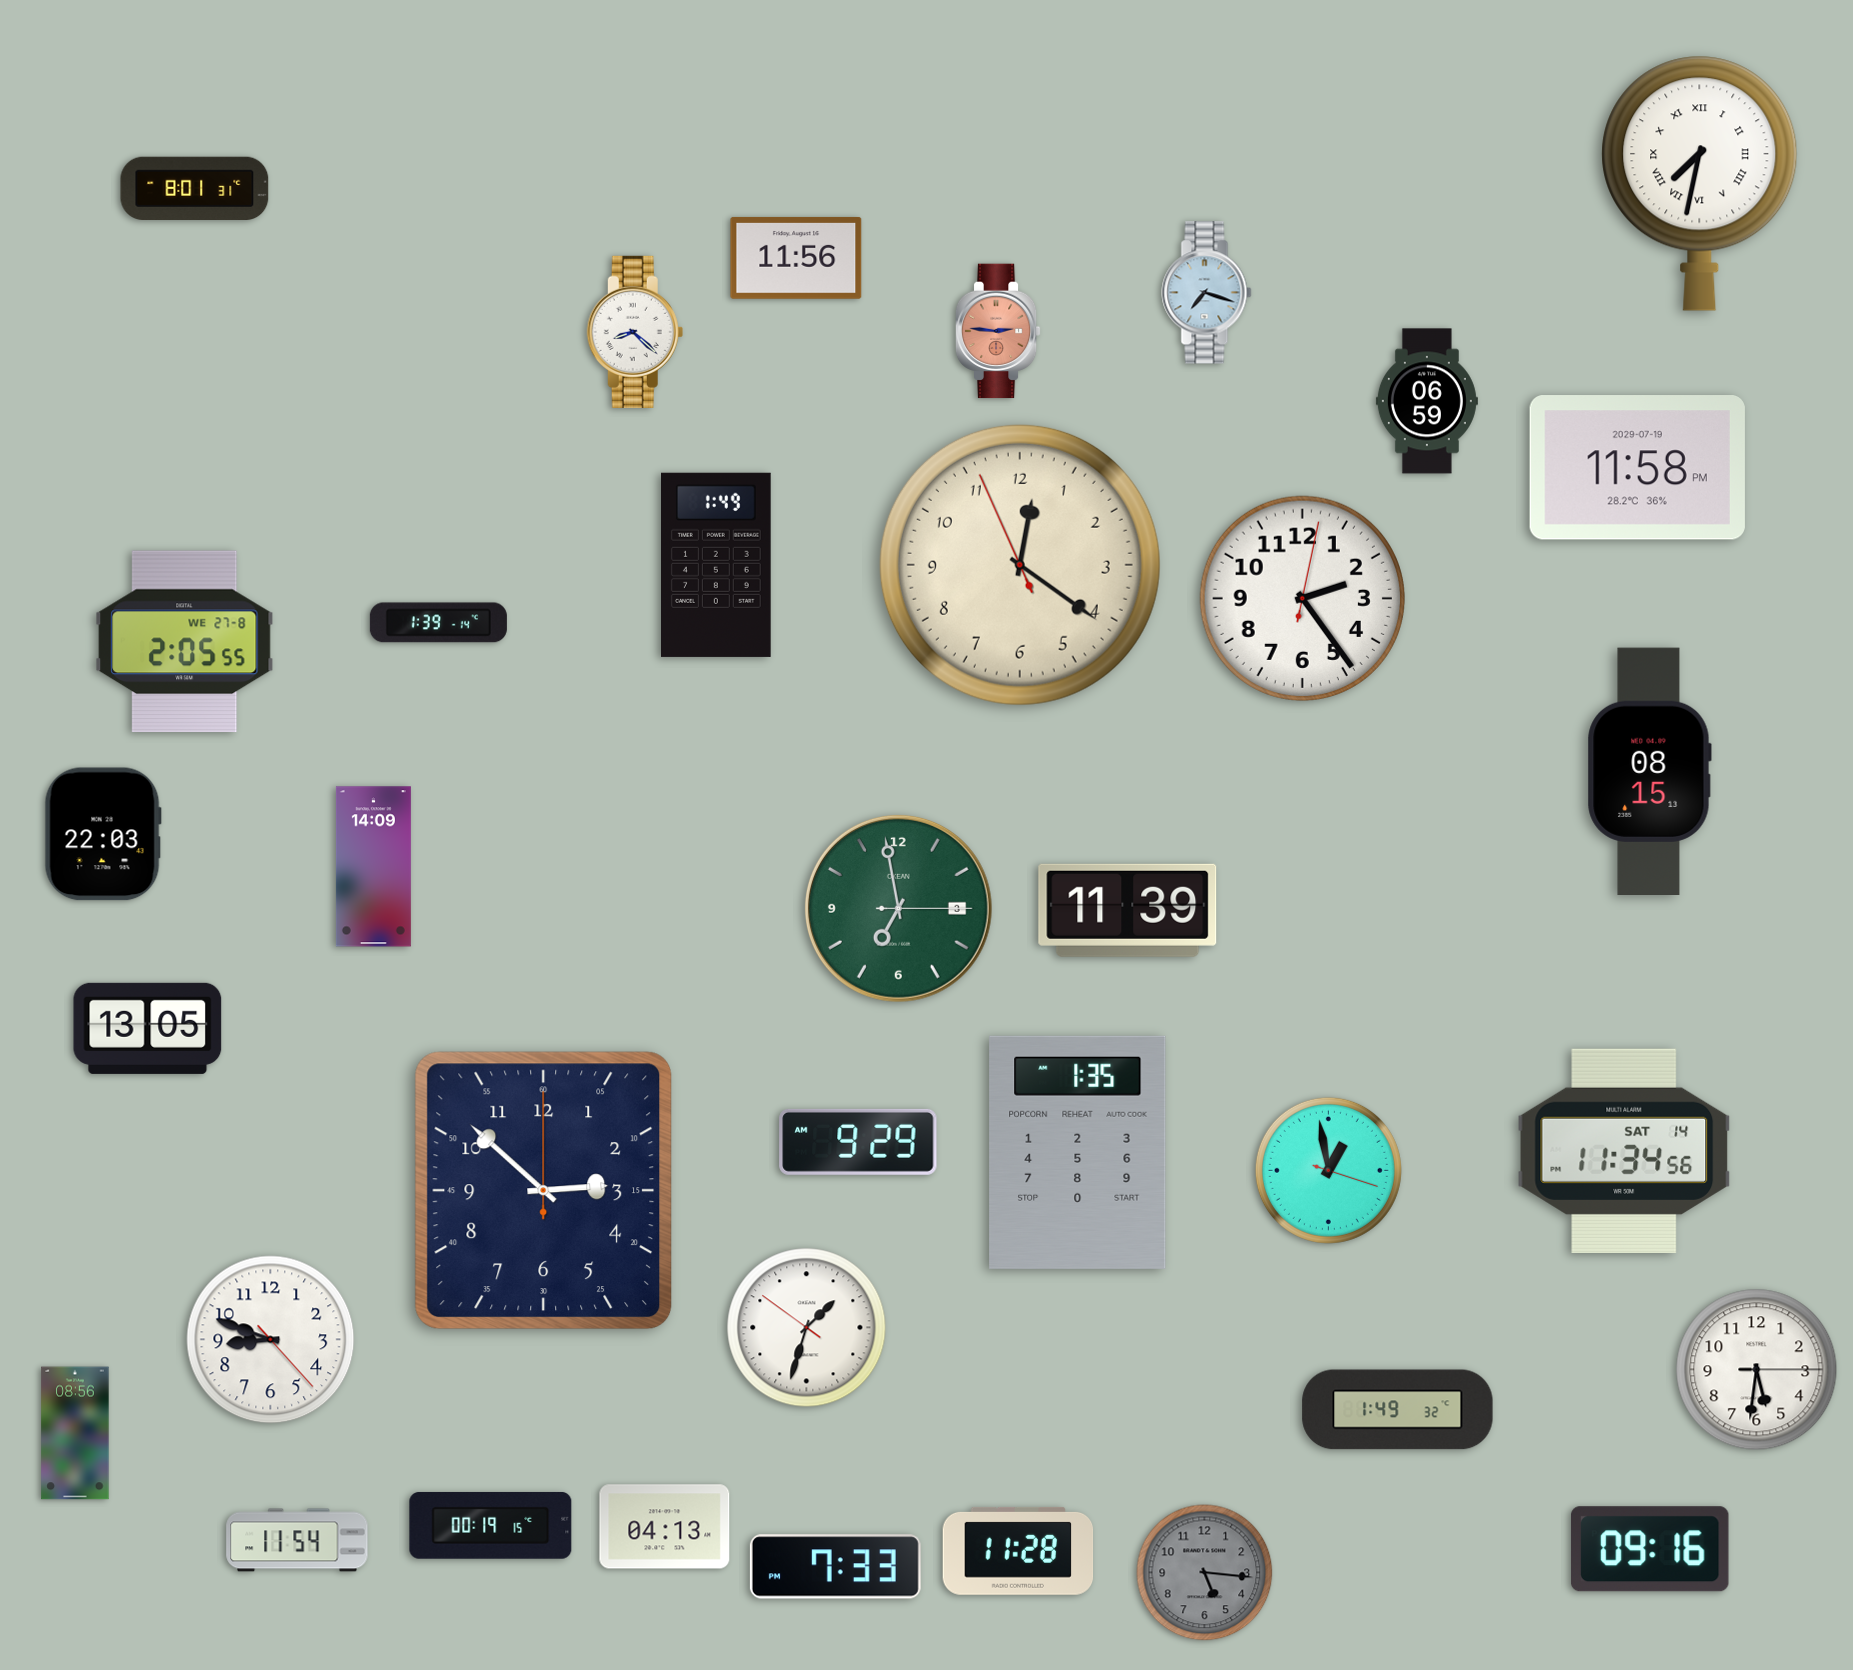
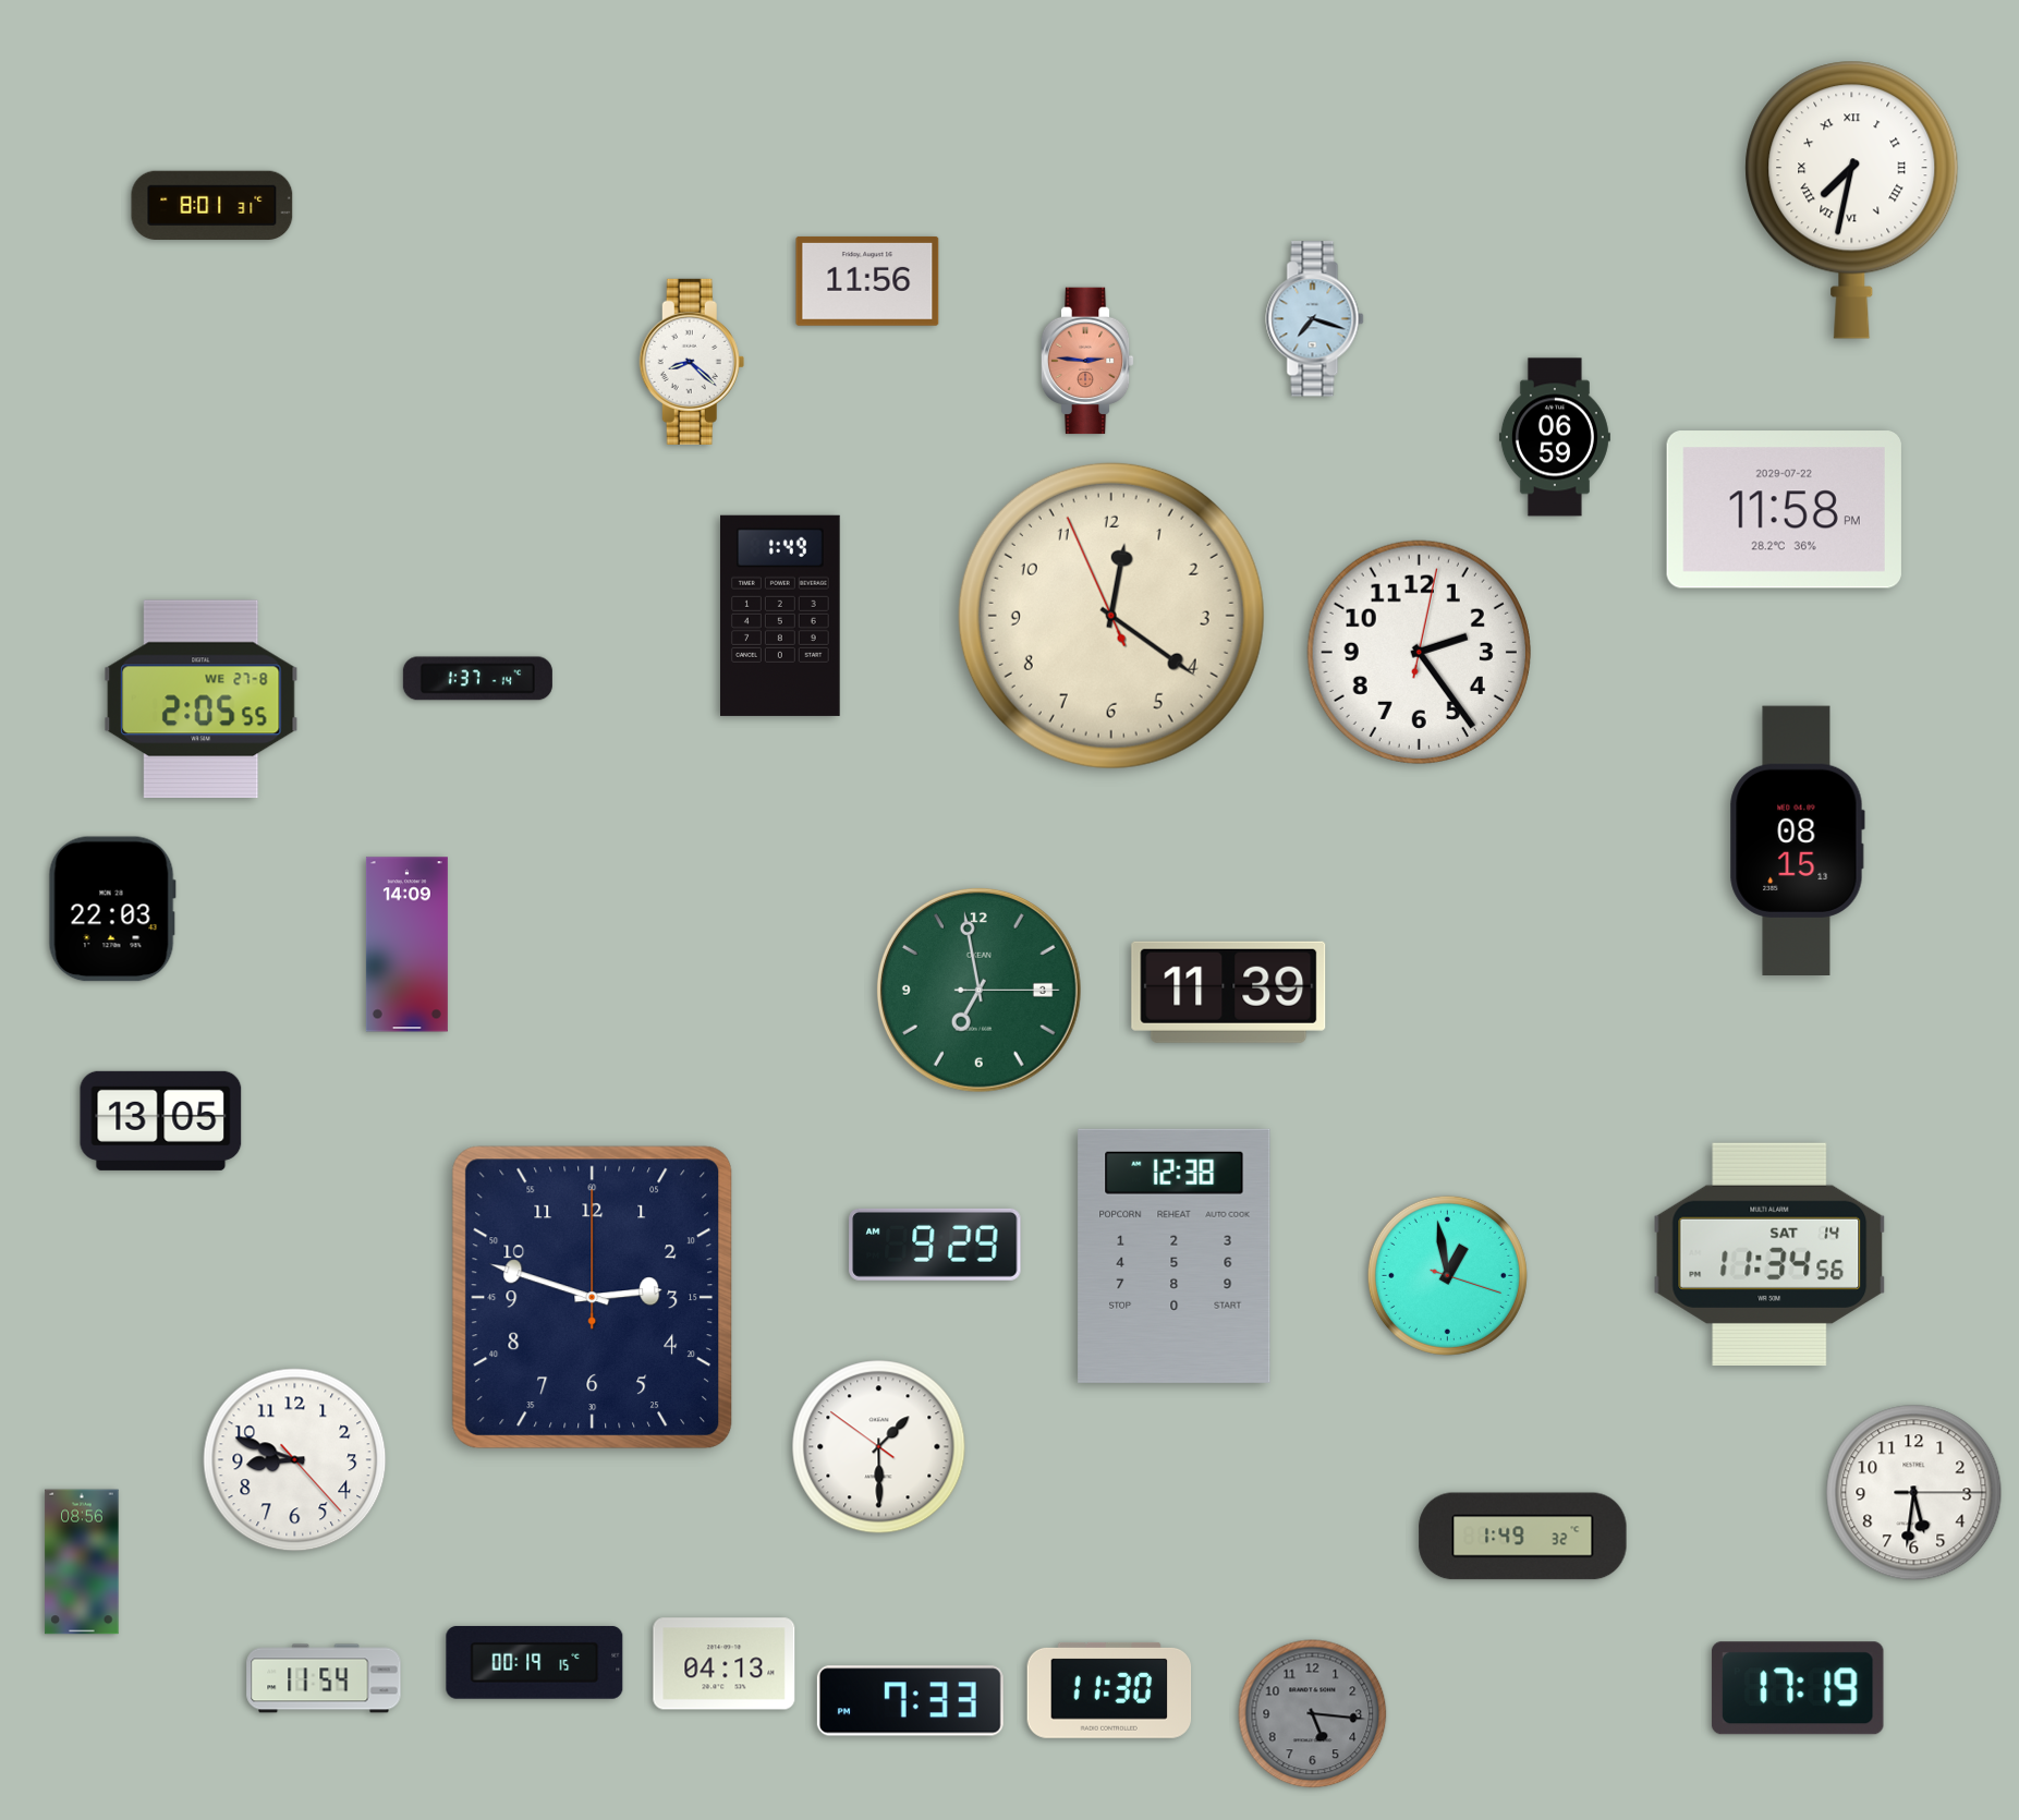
clock at (1637, 468) date: 2029-07-19 -> 2029-07-22
clock at (438, 623): 1:39 -> 1:37
clock at (1078, 1152): 1:35 -> 12:38
clock at (544, 1191): 2:52 -> 2:48
clock at (807, 1328): 1:32 -> 1:29
clock at (1650, 1549): 09:16 -> 17:19
clock at (1018, 1551): 11:28 -> 11:30
clock at (835, 1567) position: (835, 1567) -> (910, 1701)
